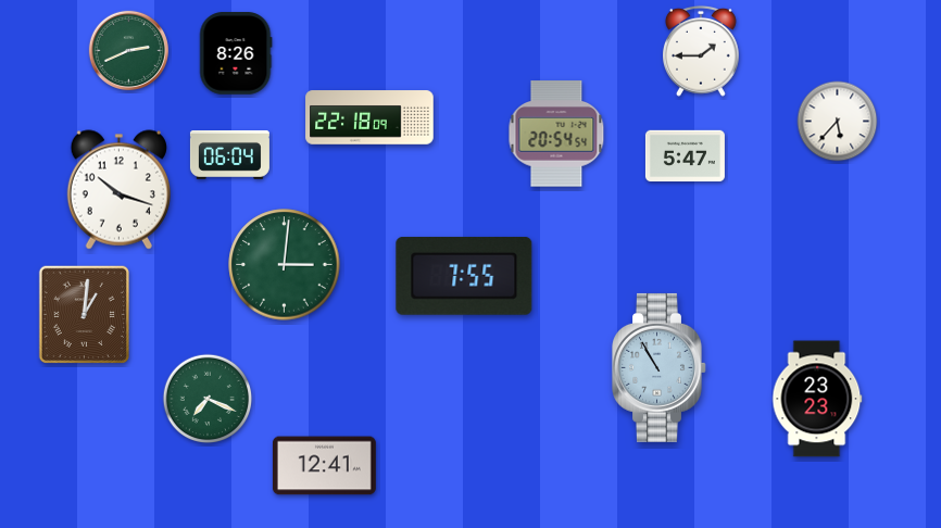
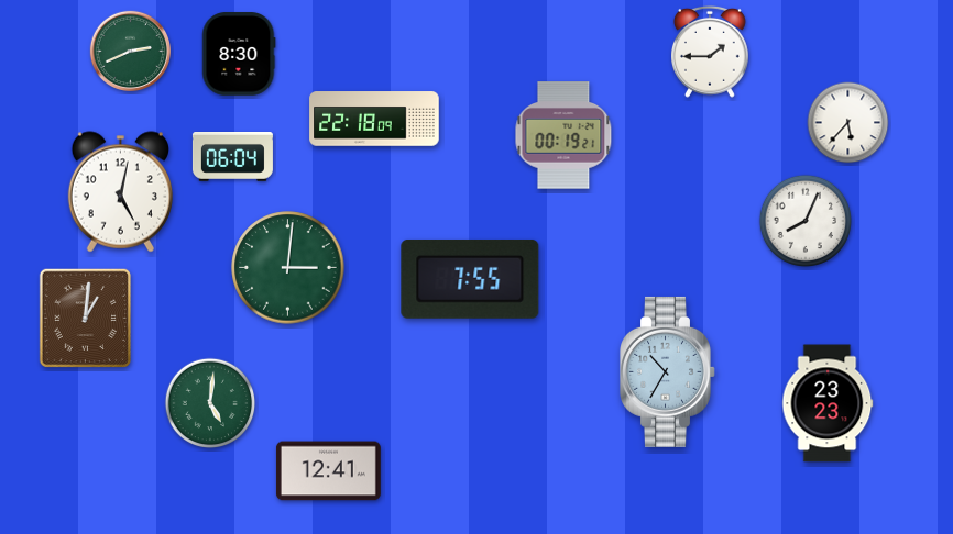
clock at (236, 53): 8:26 -> 8:30
clock at (556, 134): 20:54 -> 00:19
clock at (685, 156): 5:47 -> none
clock at (118, 190): 10:18 -> 5:02
clock at (804, 220): none -> 8:04
clock at (660, 367): 10:55 -> 10:35
clock at (208, 399): 7:19 -> 5:01
